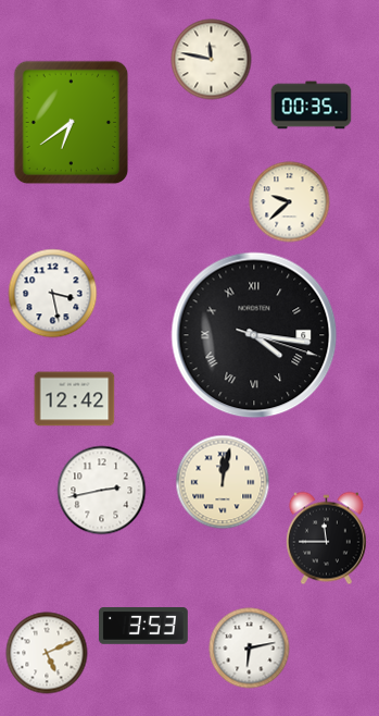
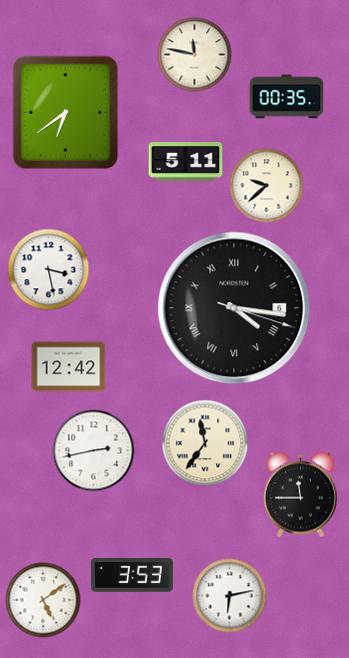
clock at (186, 162): none -> 5:11
clock at (223, 482): 12:02 -> 11:36
clock at (47, 653): 5:11 -> 5:09
